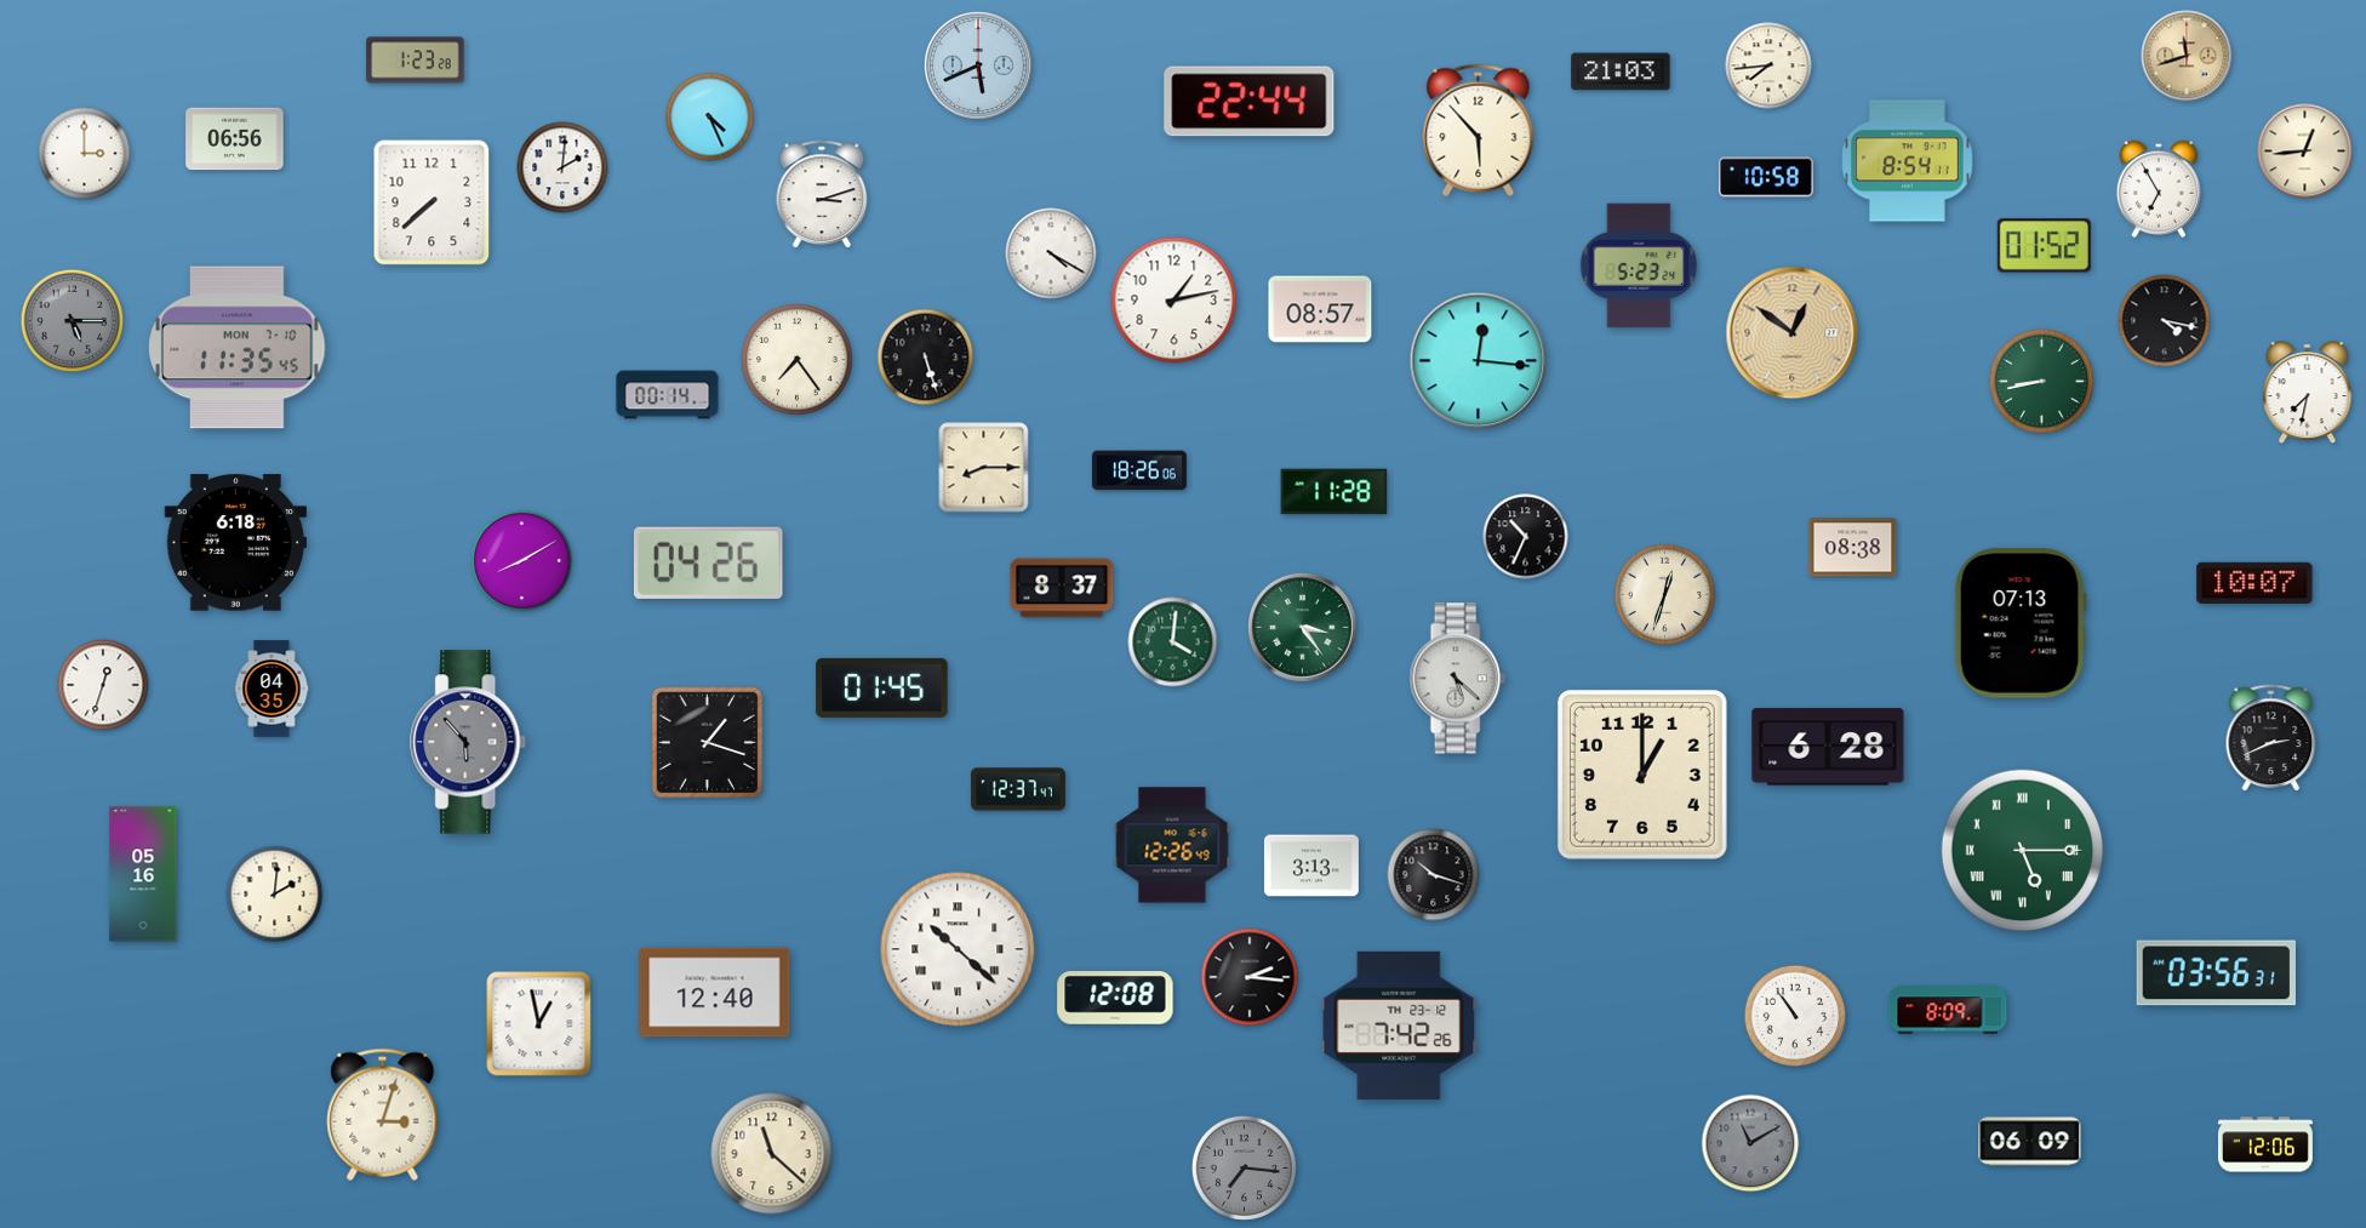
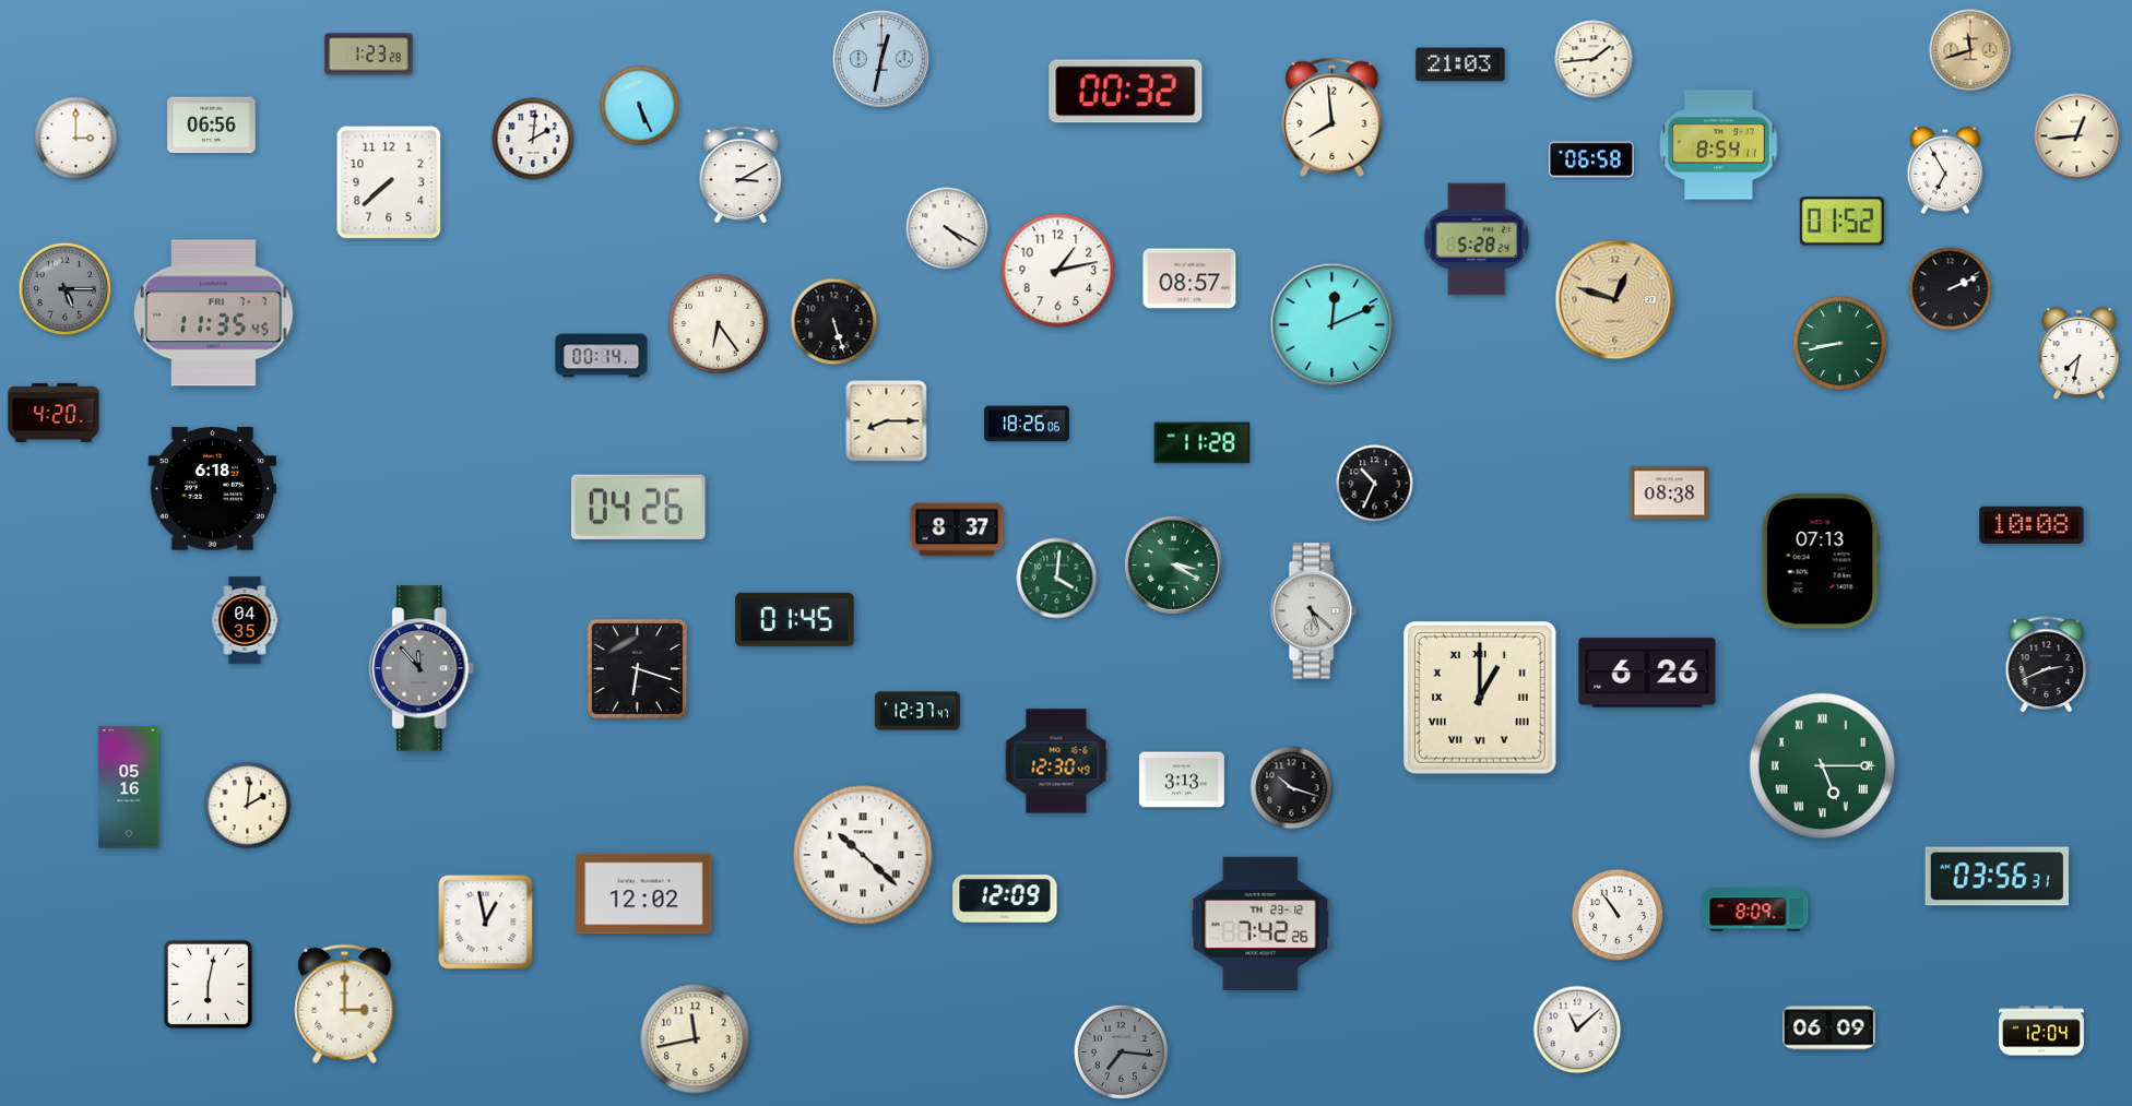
clock at (416, 61) position: (416, 61) -> (369, 55)
clock at (978, 65): 5:41 -> 12:32
clock at (1768, 65): 7:44 -> 1:44
clock at (1250, 102): 22:44 -> 00:32
clock at (710, 118): 4:26 -> 5:26
clock at (1479, 130): 5:53 -> 7:59
clock at (562, 167) position: (562, 167) -> (533, 139)
clock at (1766, 177): 10:58 -> 06:58
clock at (822, 195): 3:12 -> 3:10
clock at (1639, 265): 5:23 -> 5:28
clock at (2165, 321): 4:17 -> 2:11
clock at (1793, 333): 12:51 -> 12:48
clock at (238, 348) date: MON 7-10 -> FRI 7-7
clock at (798, 360): 7:24 -> 6:24
clock at (1479, 361): 12:16 -> 12:11
clock at (54, 413): none -> 4:20
clock at (522, 561): 8:10 -> none
clock at (2254, 583): 10:07 -> 10:08
clock at (1665, 595): 12:33 -> none
clock at (1302, 627): 3:24 -> 3:20
clock at (103, 685): 12:33 -> none
clock at (469, 742): 5:53 -> 11:53
clock at (708, 743): 1:18 -> 6:18
clock at (1828, 747): 6:28 -> 6:26
clock at (1642, 775) numerals: Arabic -> Roman
clock at (1172, 845): 12:26 -> 12:30
clock at (1250, 977): 2:16 -> none
clock at (715, 993): 12:40 -> 12:02
clock at (1115, 999): 12:08 -> 12:09
clock at (209, 985): none -> 6:02
clock at (383, 1114): 3:03 -> 3:00
clock at (1750, 1143): 11:10 -> 11:08
clock at (1750, 1143) dial: grey -> white
clock at (2265, 1144): 12:06 -> 12:04
clock at (772, 1154): 11:22 -> 11:43
